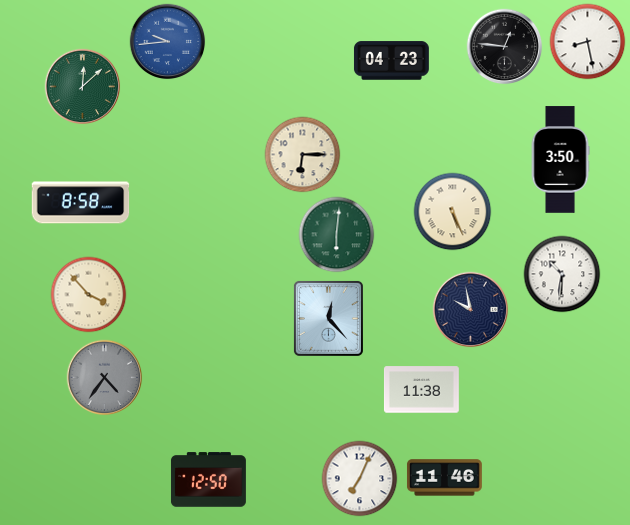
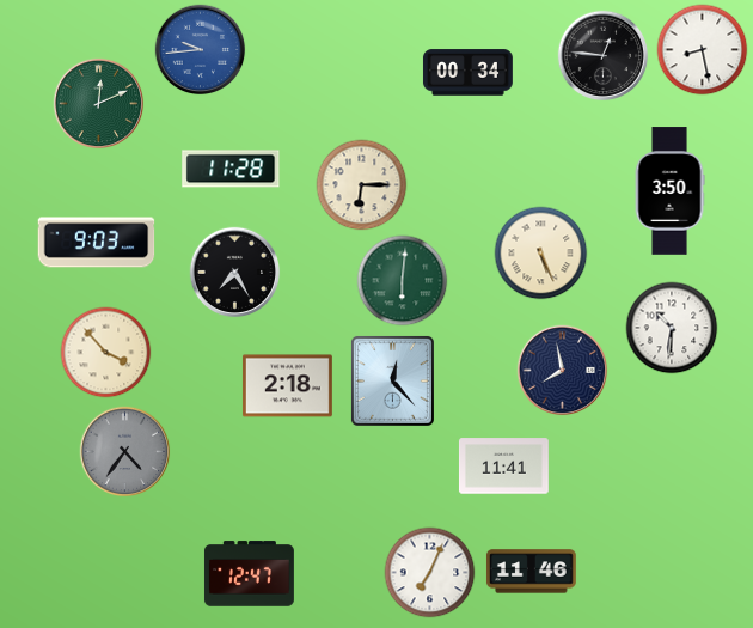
clock at (391, 61): 04:23 -> 00:34
clock at (83, 87): 12:08 -> 12:11
clock at (231, 169): none -> 11:28
clock at (81, 203): 8:58 -> 9:03
clock at (235, 273): none -> 7:25
clock at (471, 310): 9:58 -> 7:58
clock at (287, 386): none -> 2:18
clock at (421, 390): 11:38 -> 11:41
clock at (208, 480): 12:50 -> 12:47
